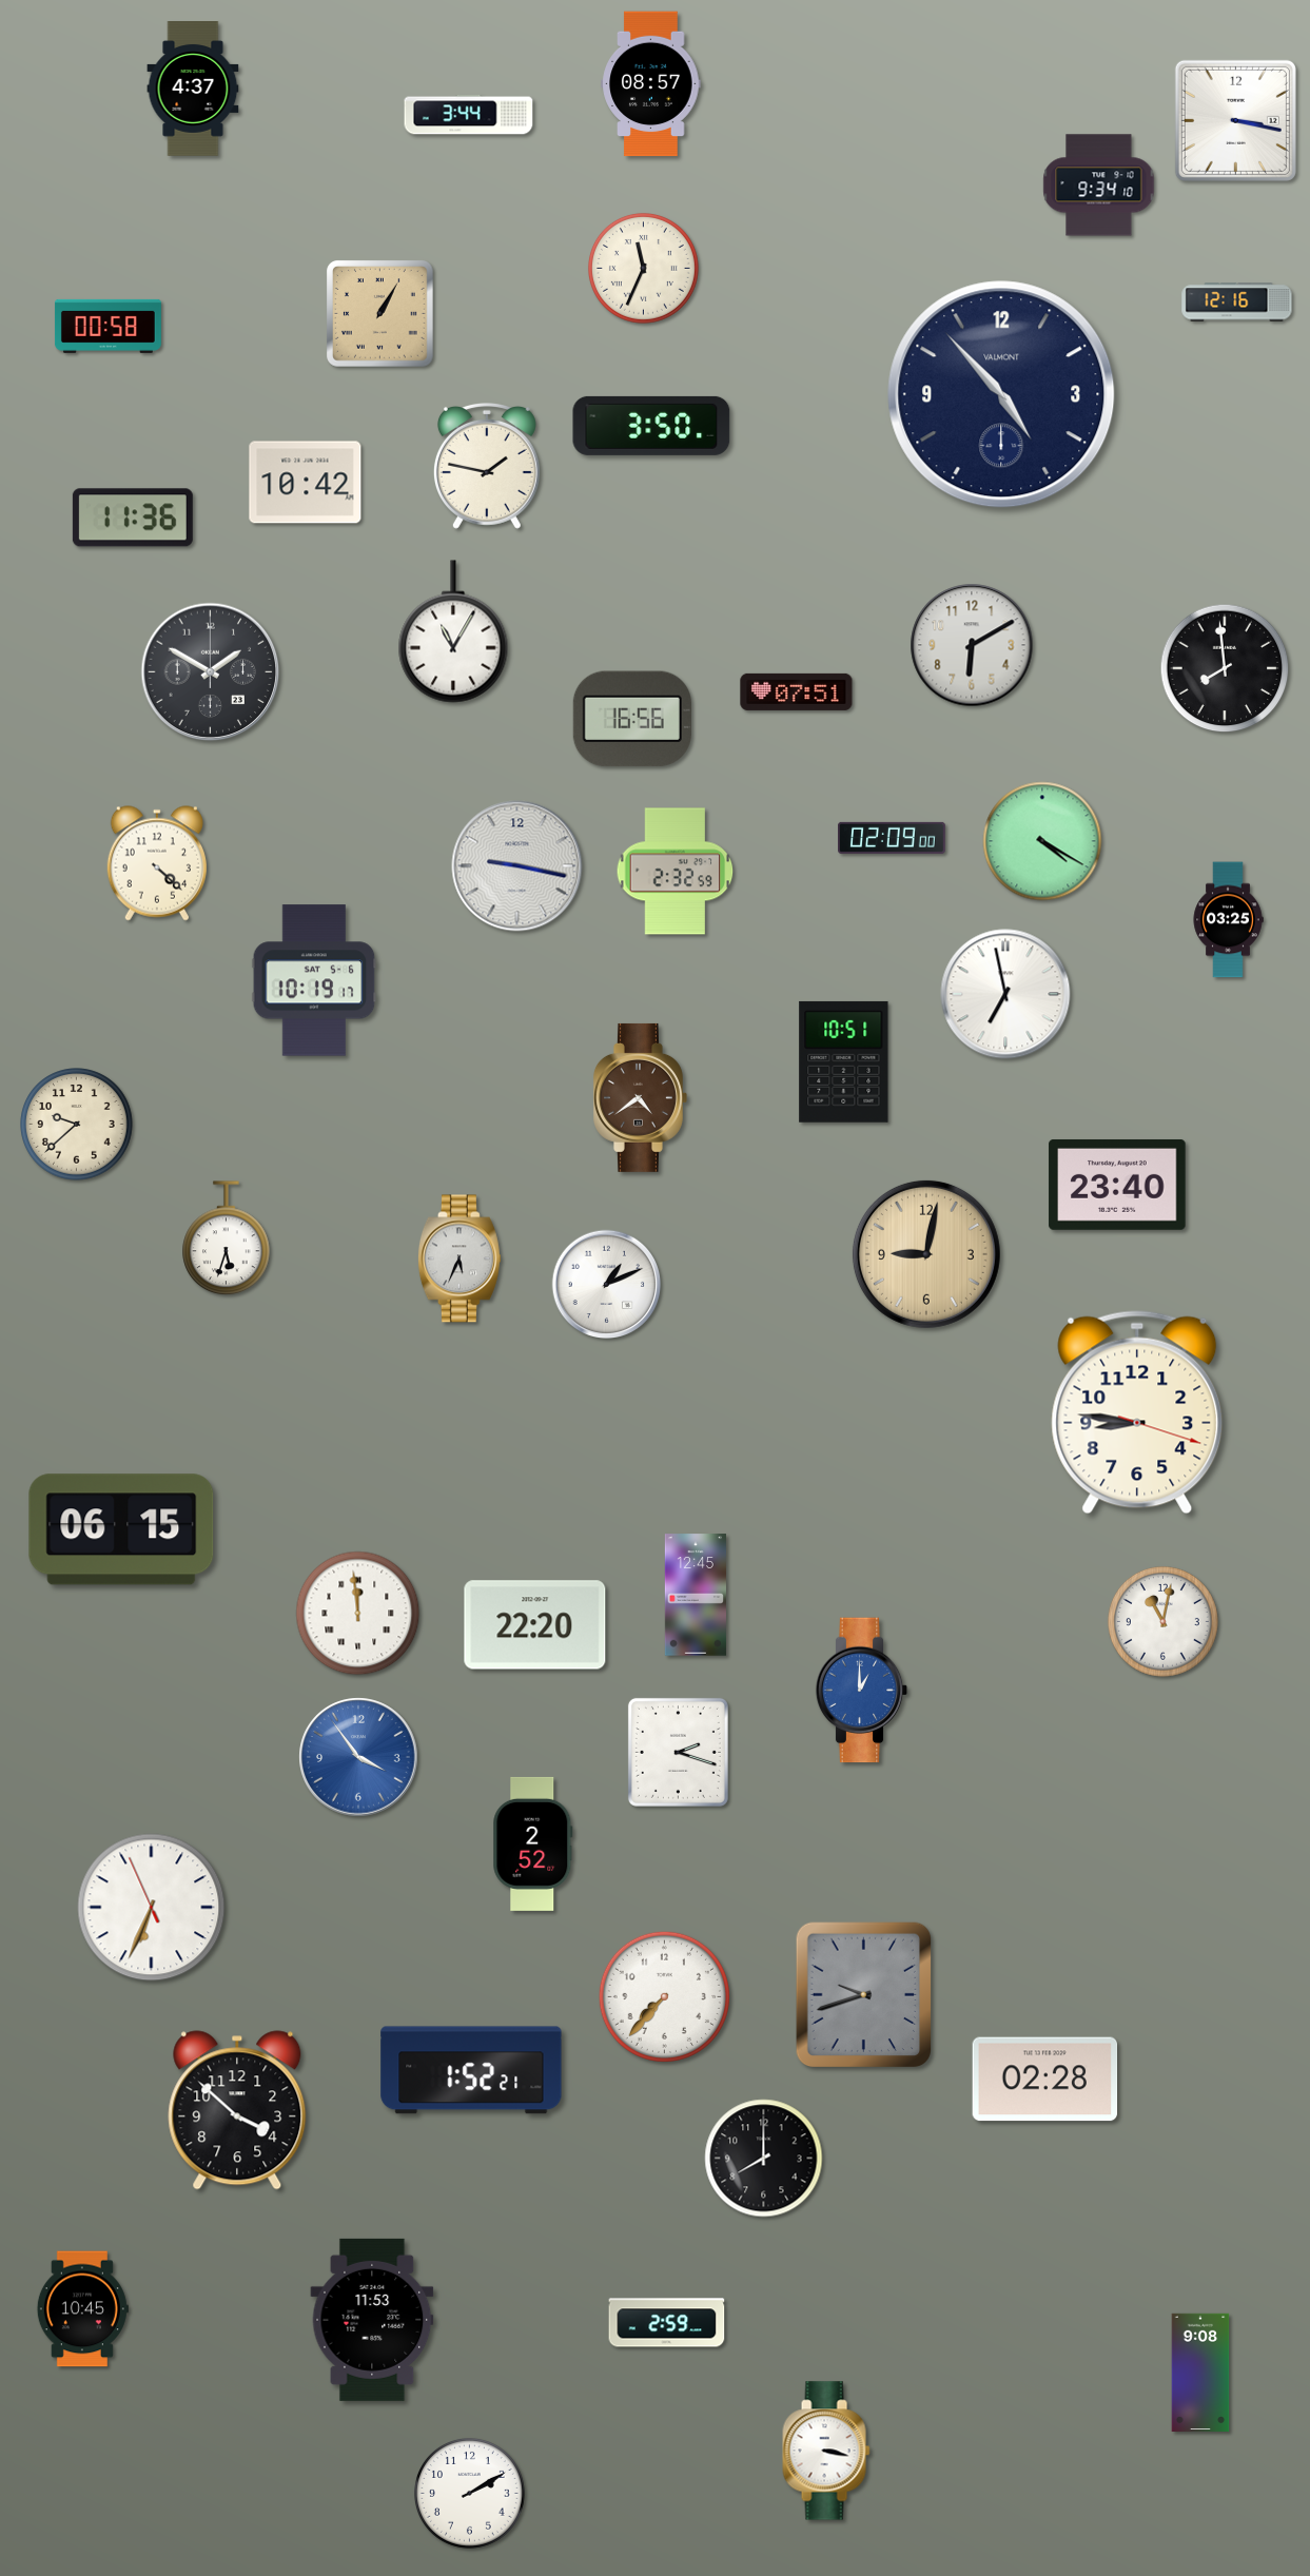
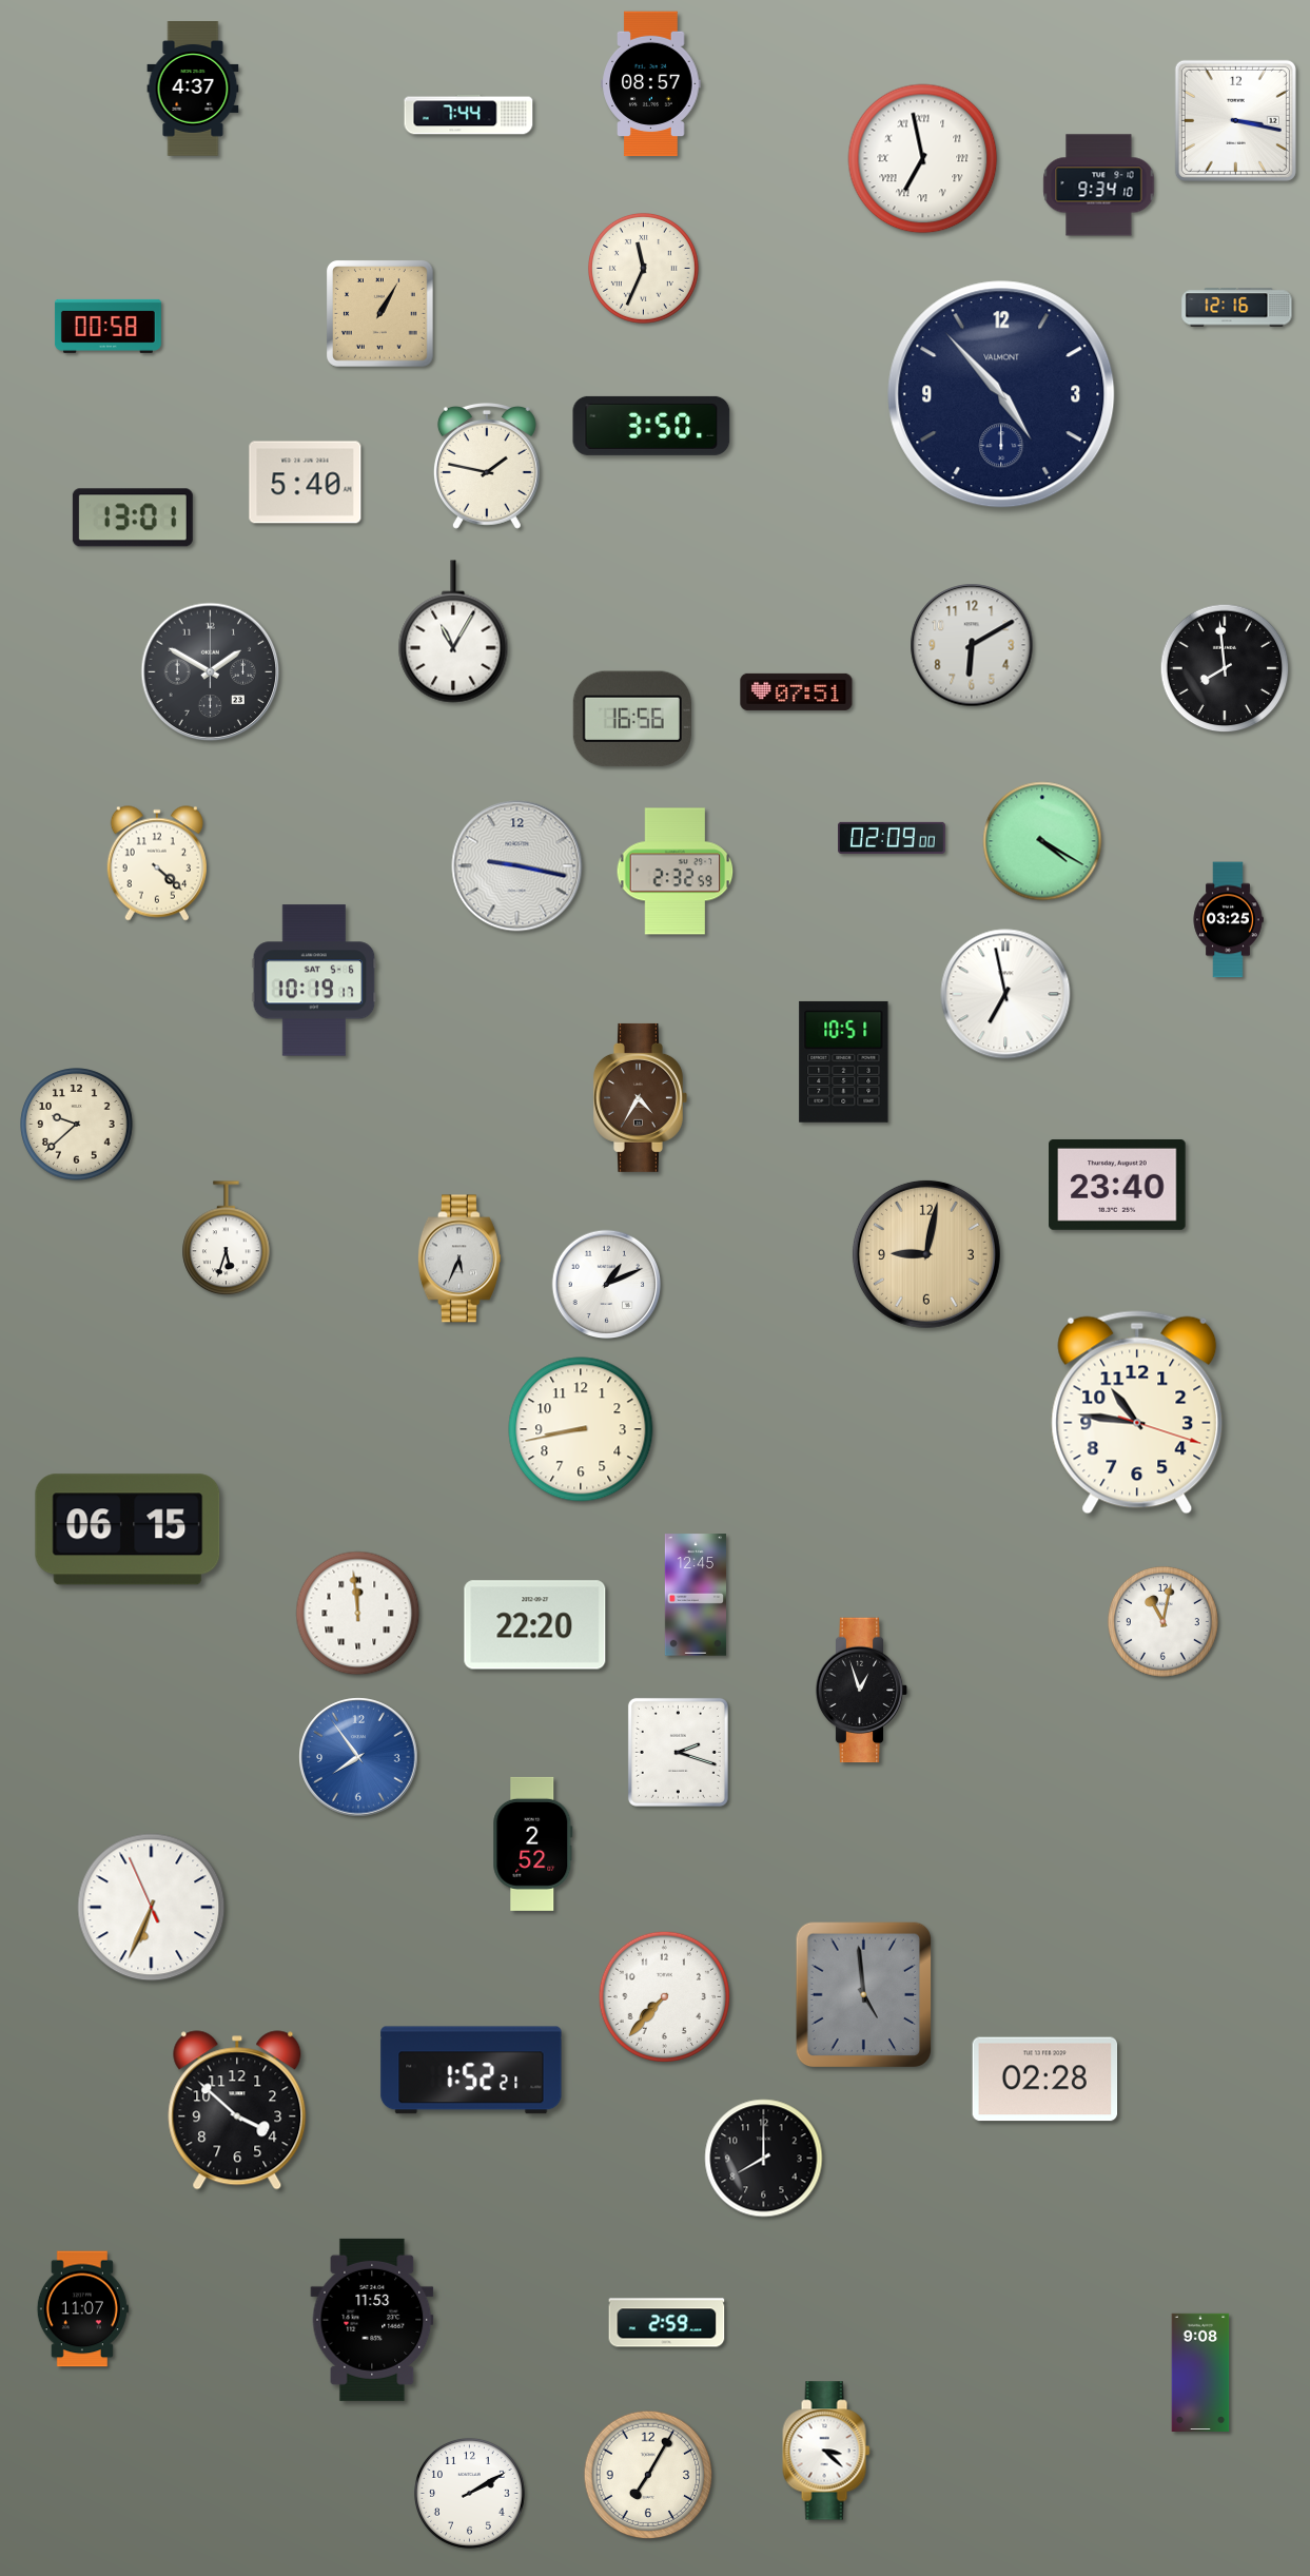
clock at (469, 115): 3:44 -> 7:44
clock at (923, 159): none -> 6:58
clock at (1237, 303) position: (1237, 303) -> (1237, 308)
clock at (306, 483): 10:42 -> 5:40
clock at (133, 518): 11:36 -> 13:01
clock at (640, 1097): 4:39 -> 4:35
clock at (1137, 1412): 8:46 -> 10:46
clock at (581, 1429): none -> 8:43
clock at (121, 1529) position: (121, 1529) -> (128, 1529)
clock at (862, 1691): 1:00 -> 12:57
clock at (862, 1691) dial: blue -> black
clock at (358, 1757): 3:54 -> 7:54
clock at (864, 1995): 9:42 -> 4:59
clock at (82, 2309): 10:45 -> 11:07
clock at (826, 2451): 3:17 -> 3:22
clock at (648, 2475): none -> 7:05
